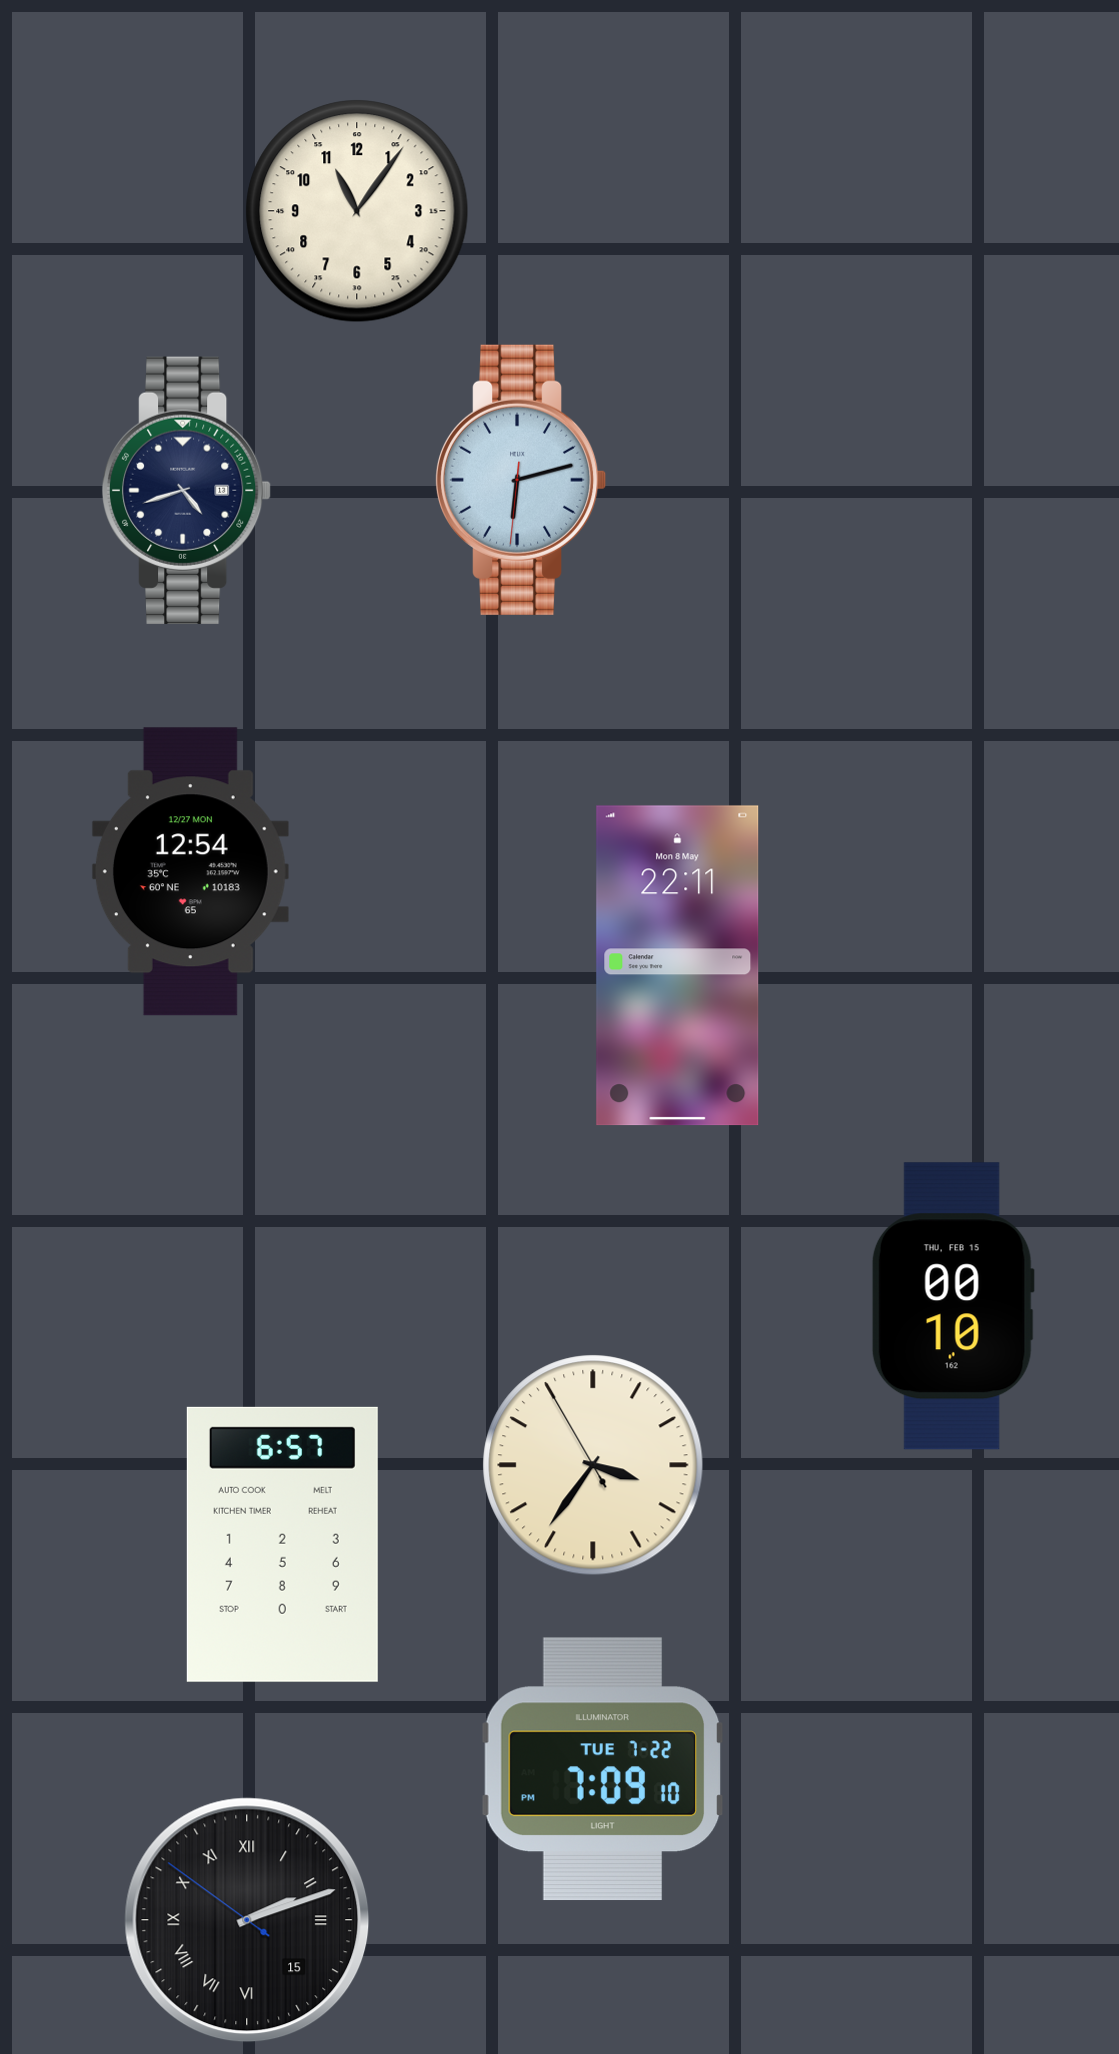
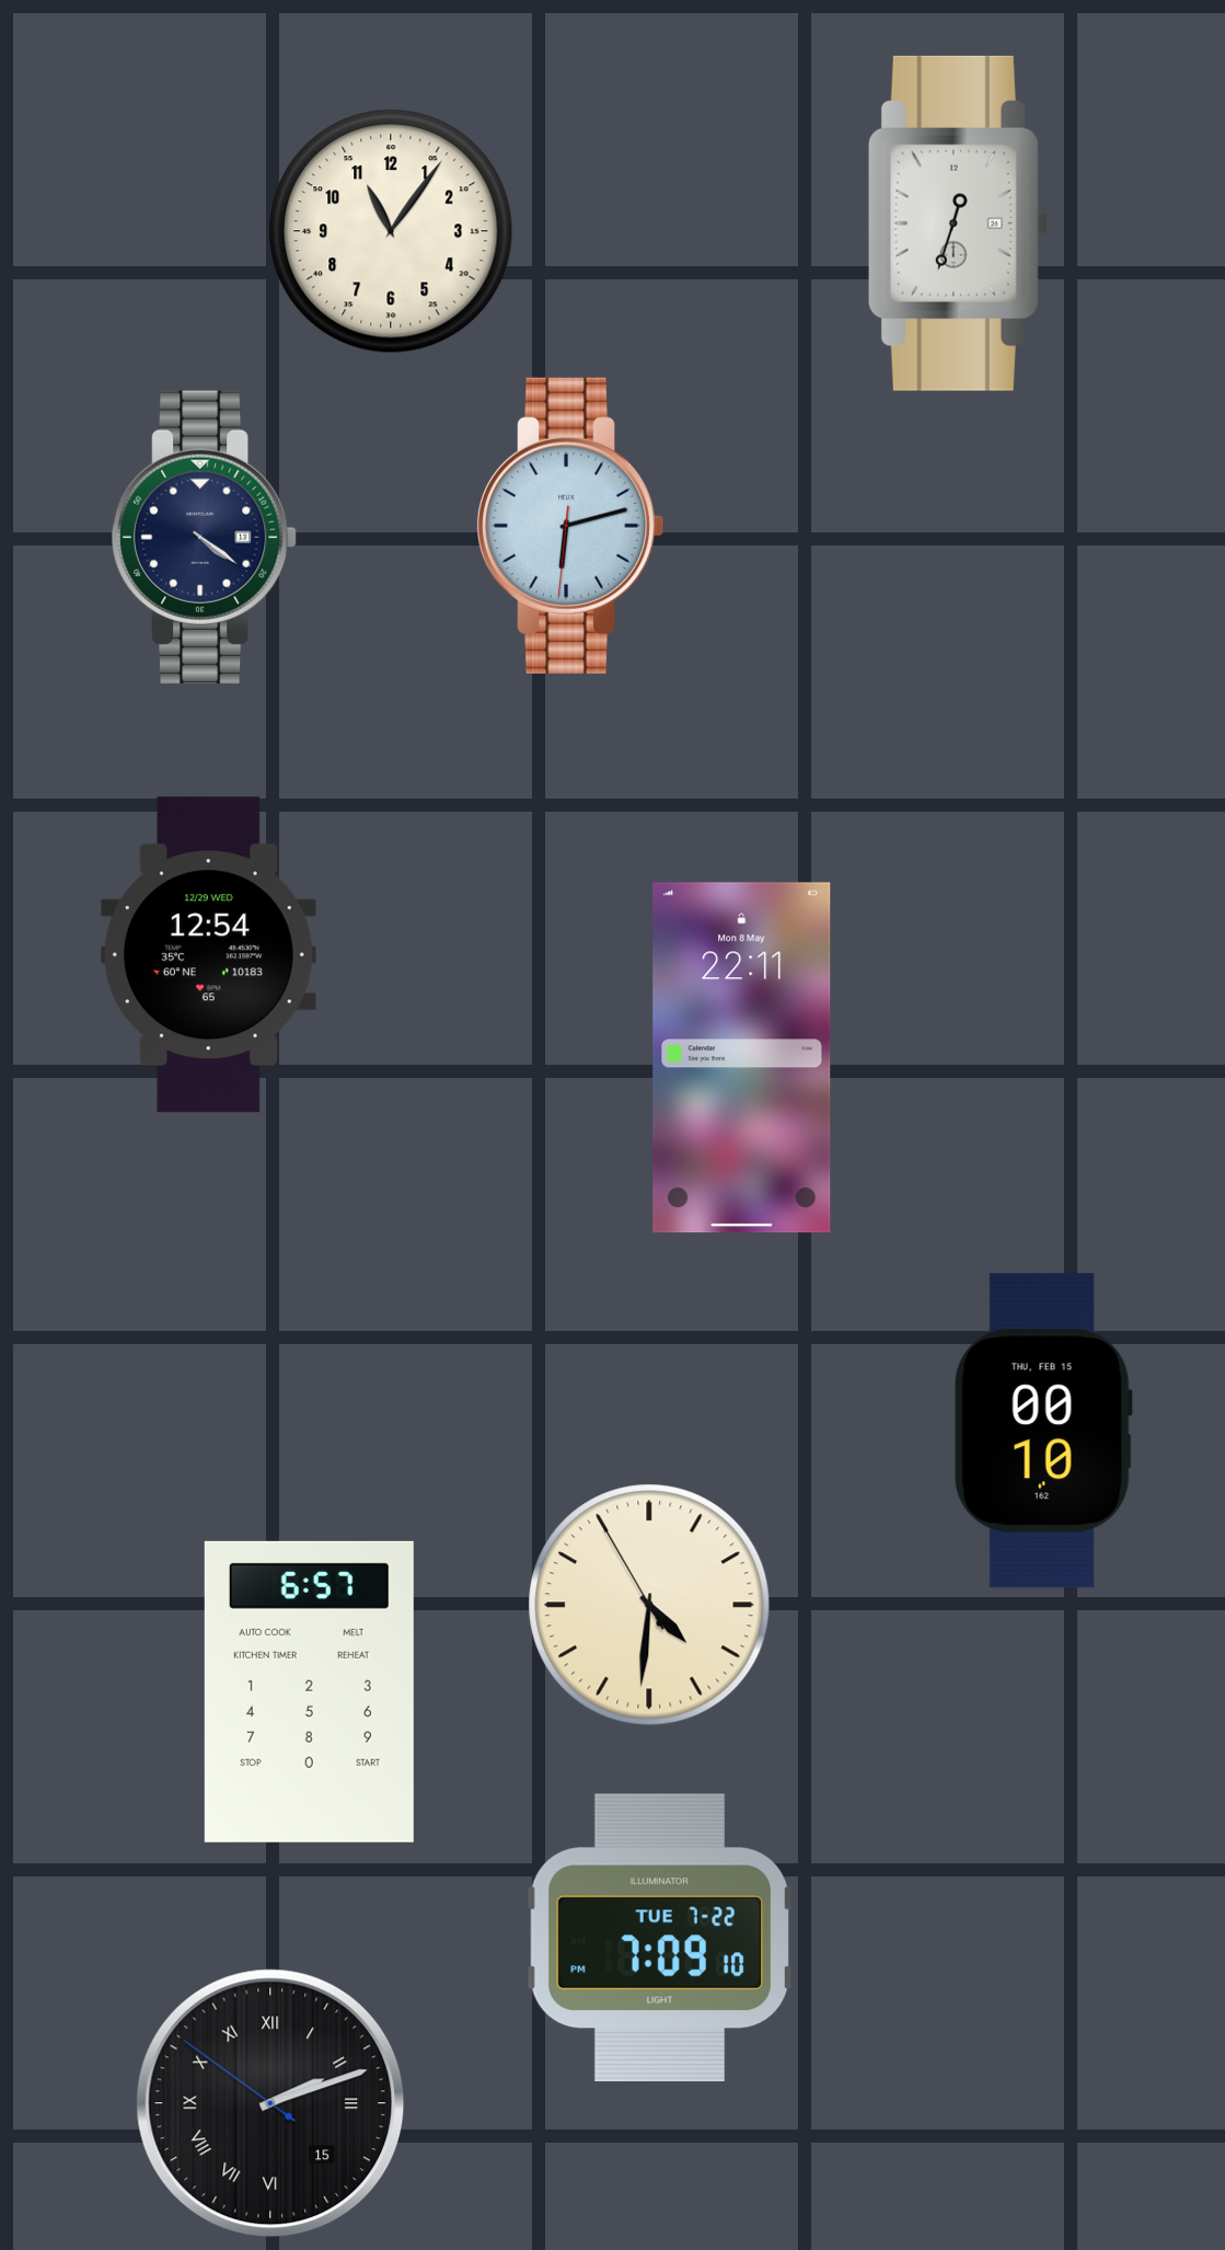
clock at (958, 223): none -> 12:33
clock at (187, 490): 4:42 -> 4:21
clock at (190, 872) date: 12/27 MON -> 12/29 WED
clock at (593, 1465): 3:35 -> 4:30
